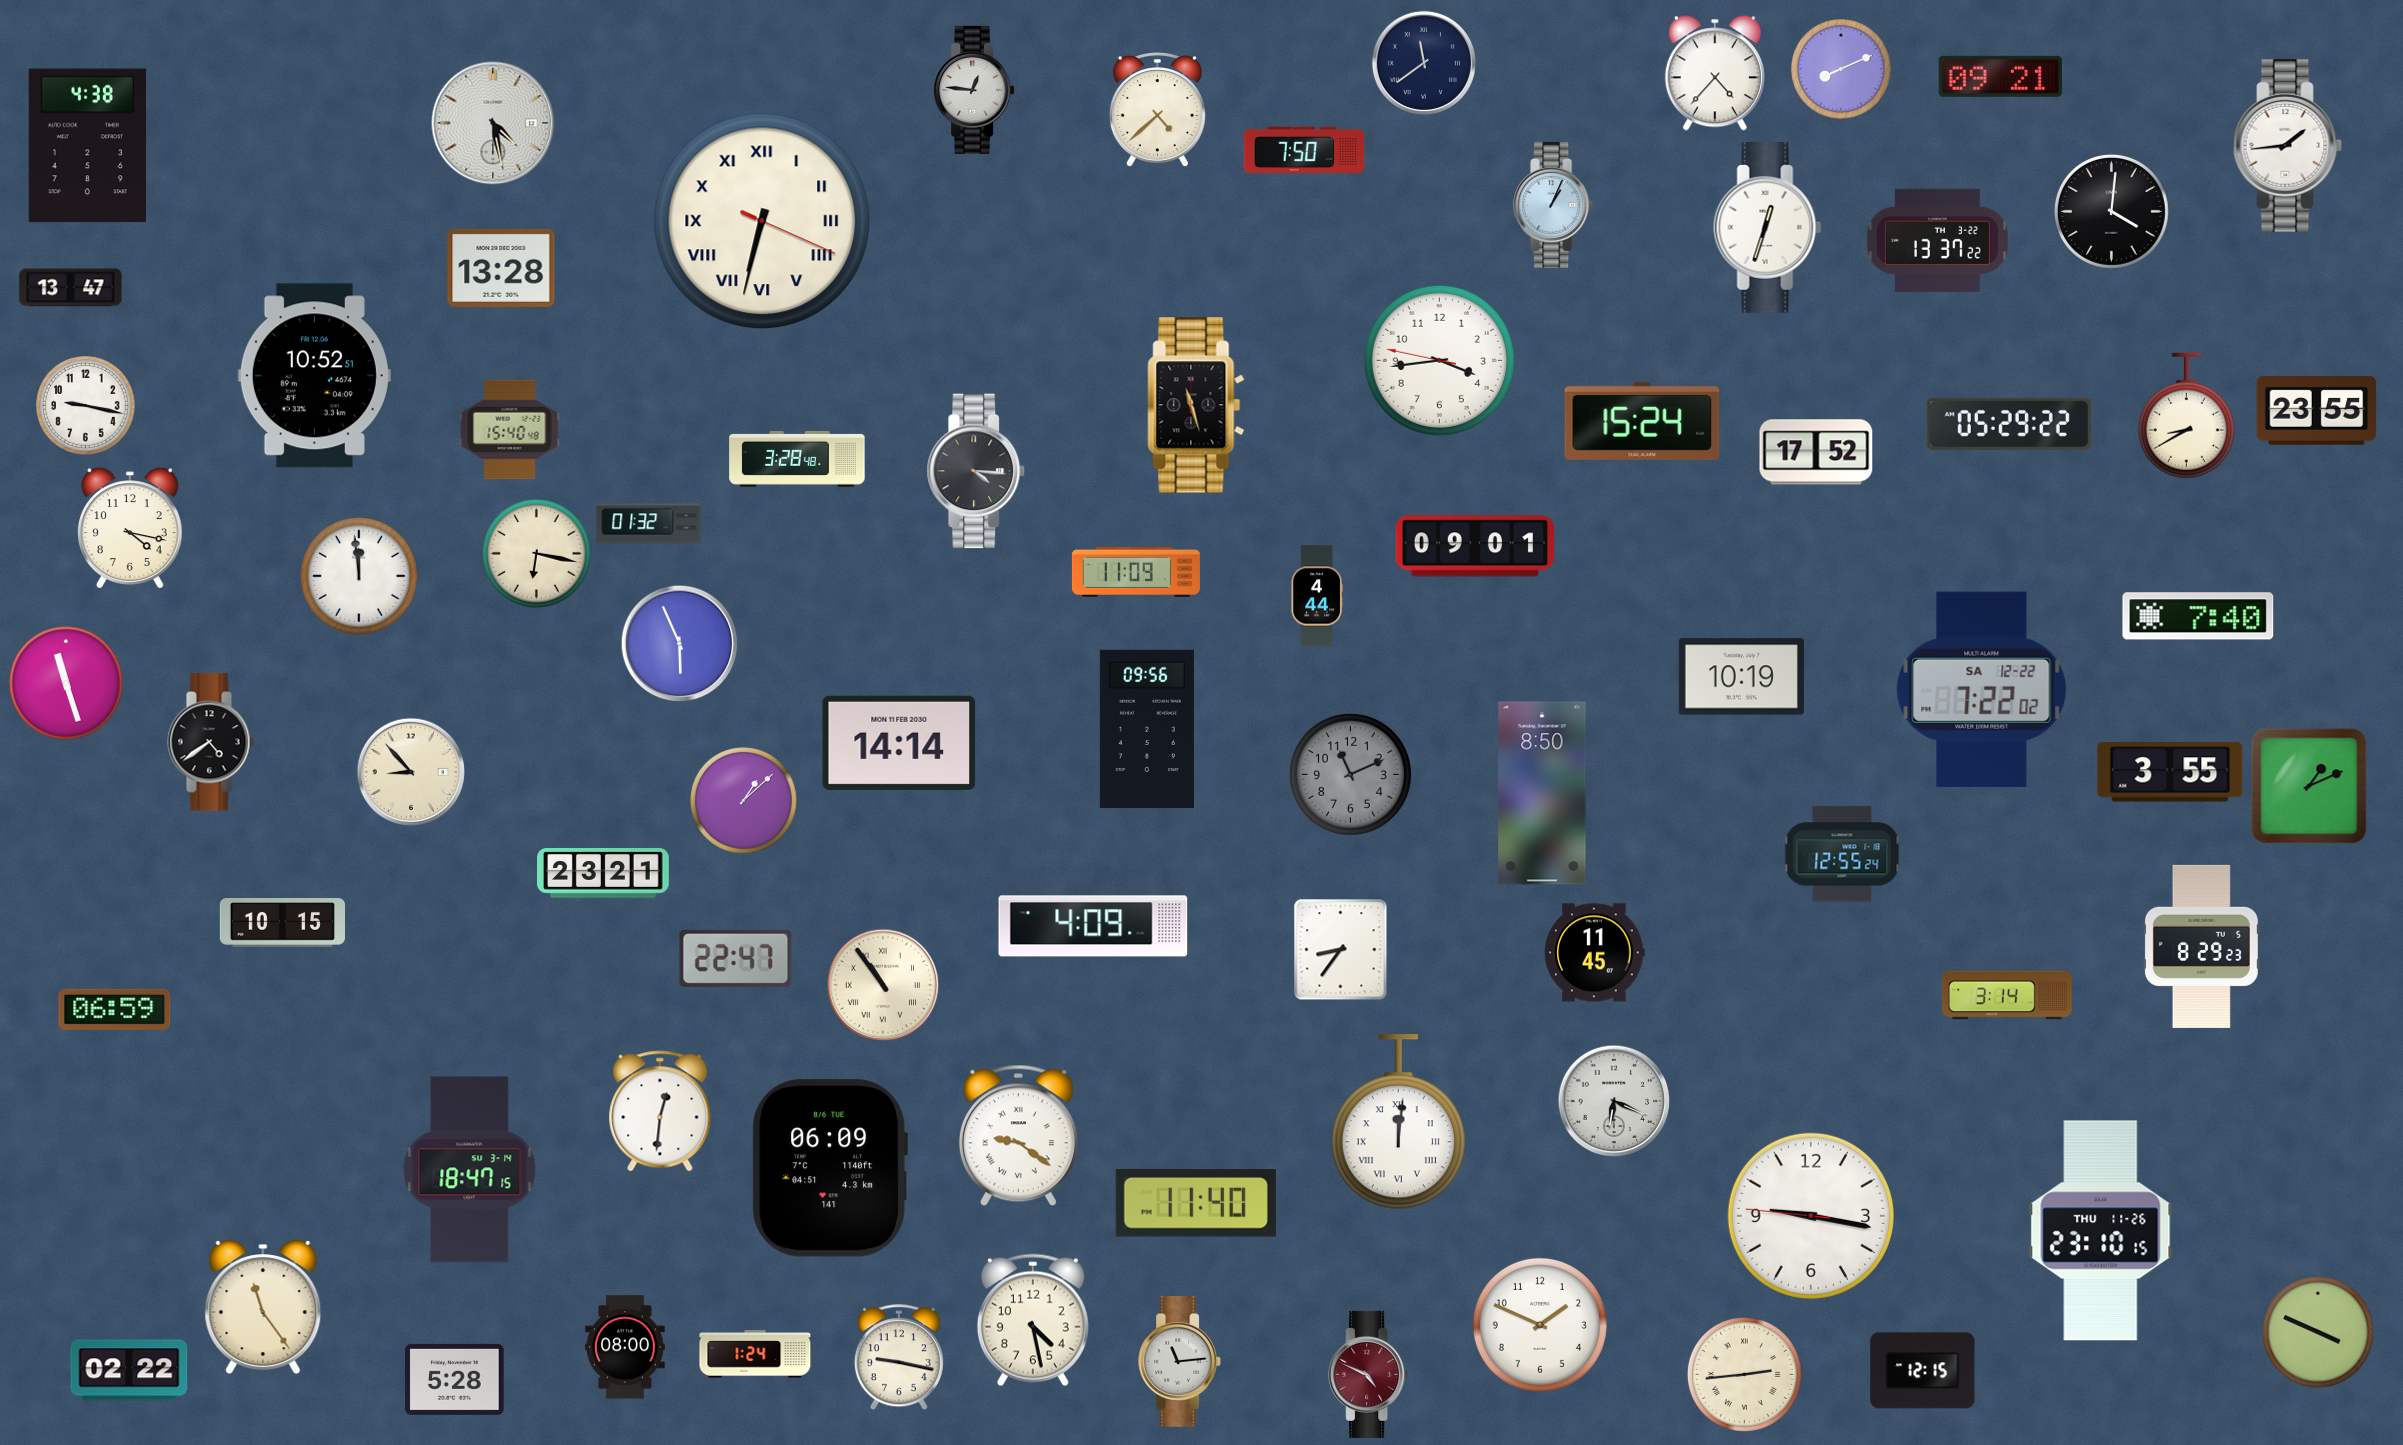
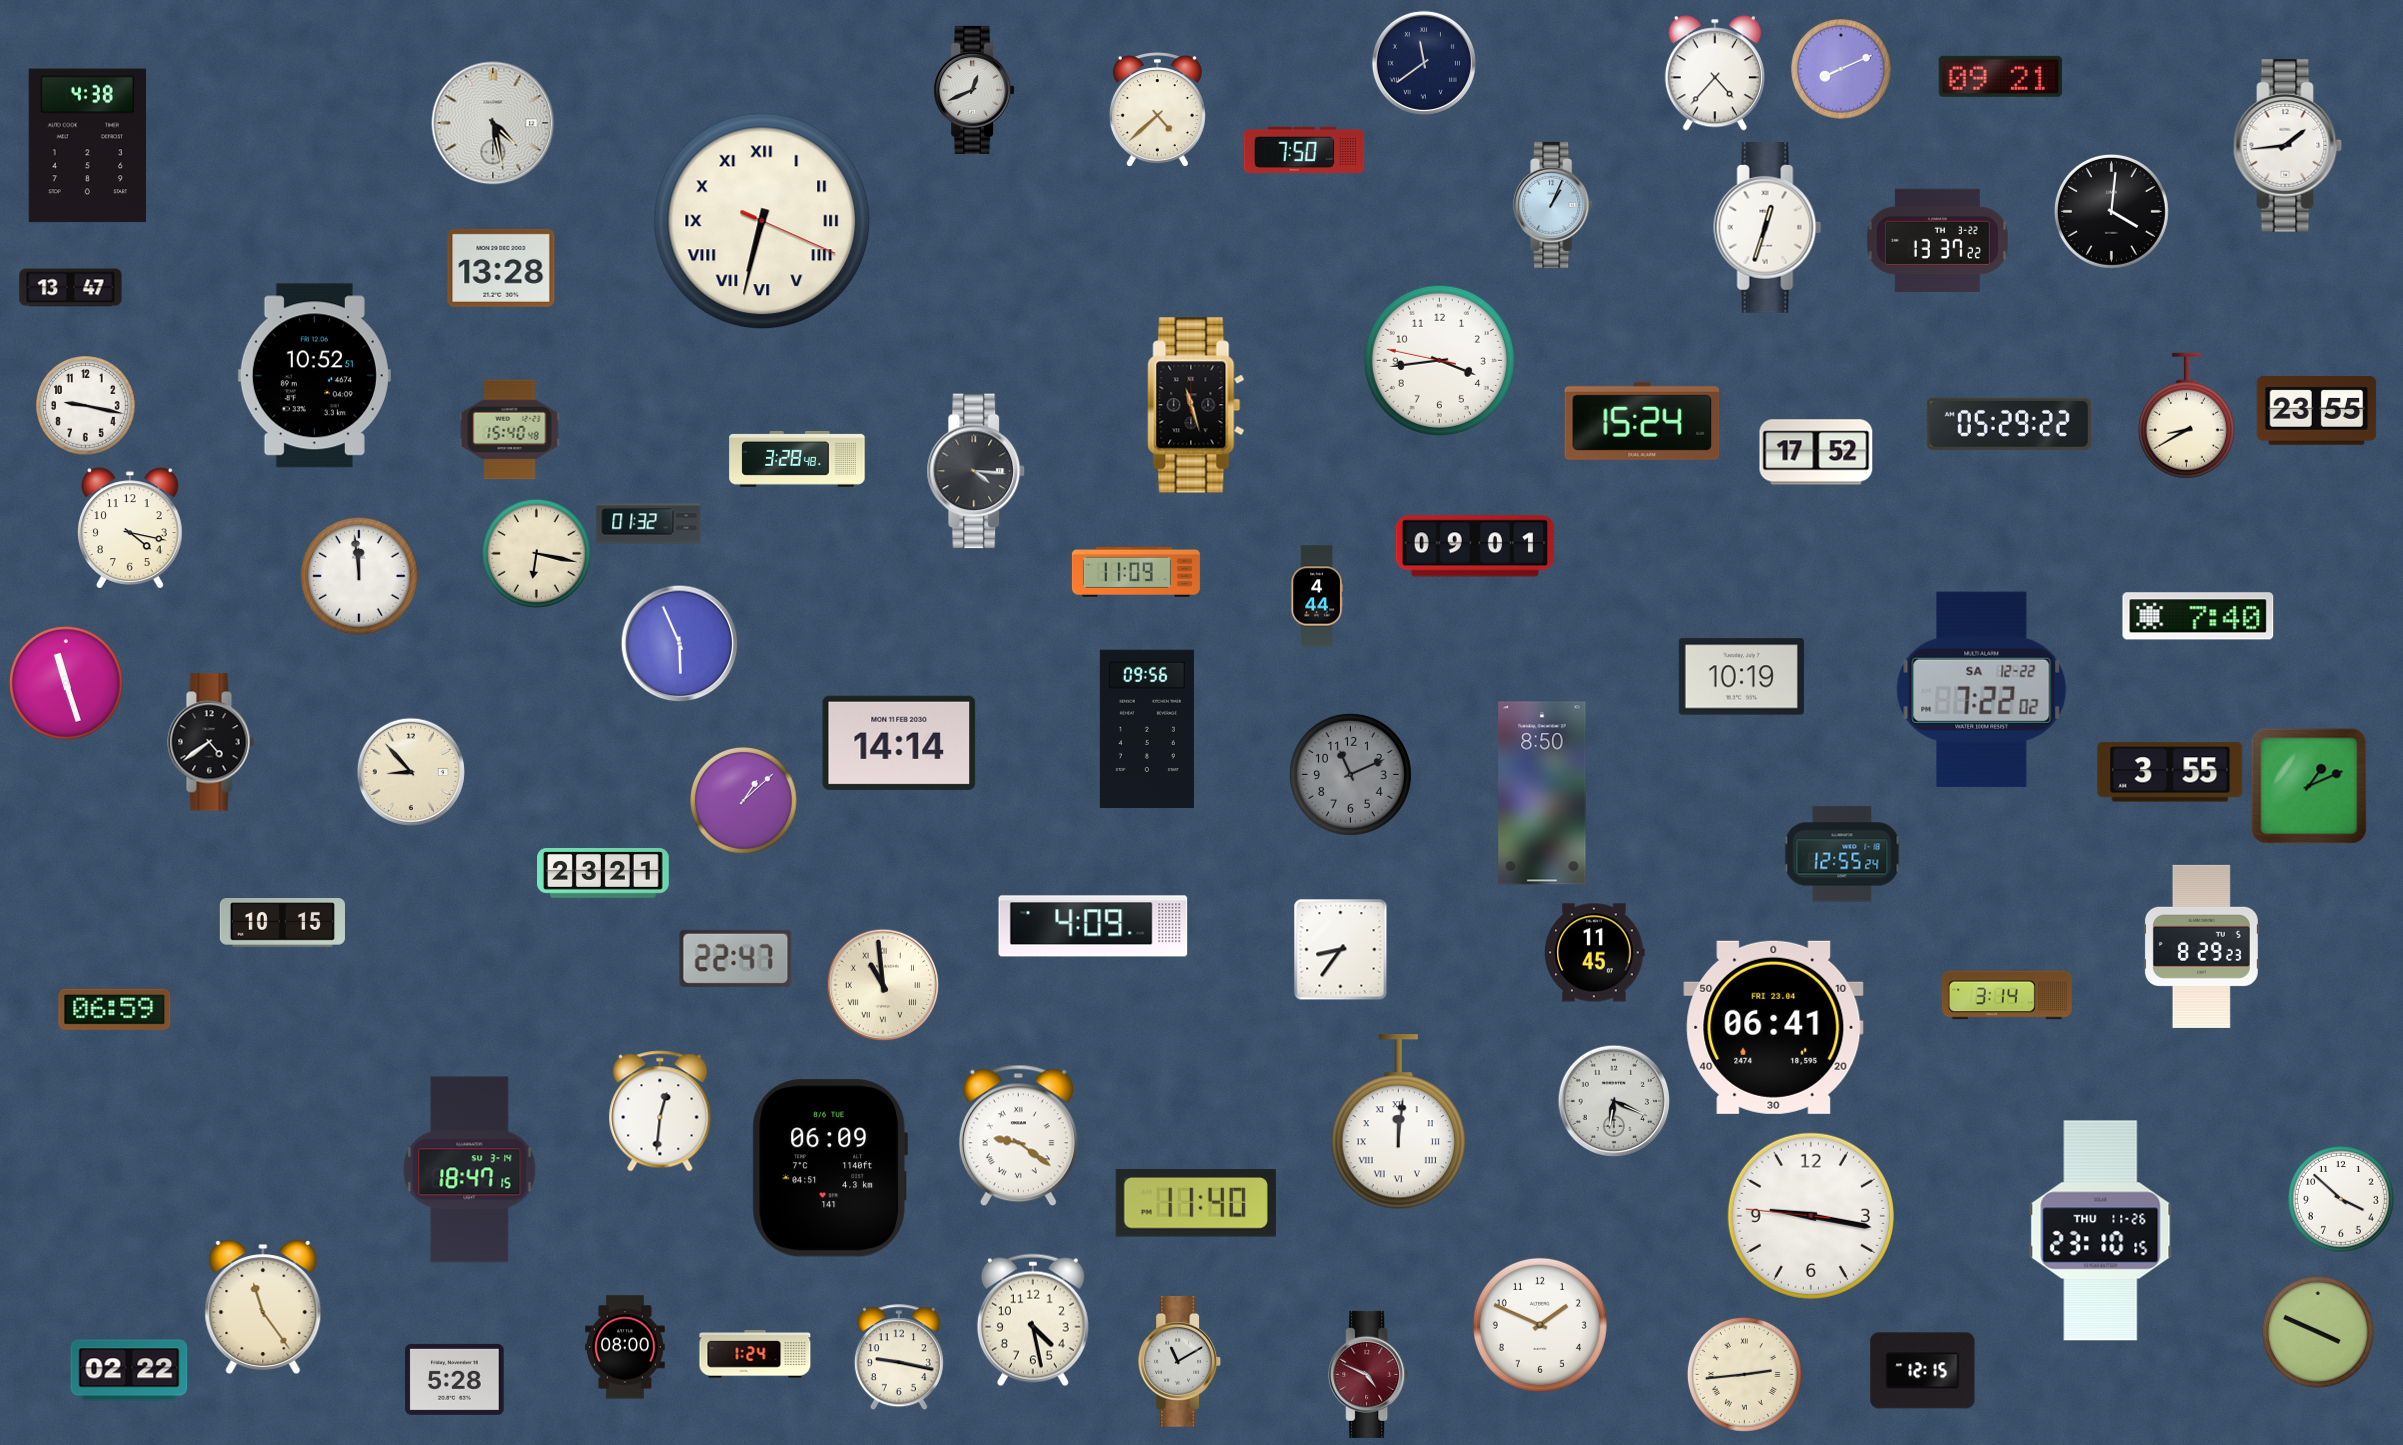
clock at (974, 90): 12:46 -> 12:41
clock at (883, 985): 10:54 -> 10:59
clock at (1774, 1027): none -> 06:41
clock at (2342, 1200): none -> 3:52
clock at (1180, 1361): 11:14 -> 11:10
